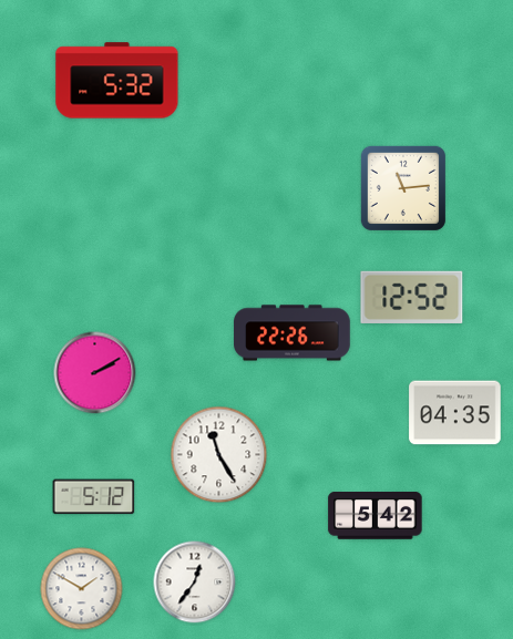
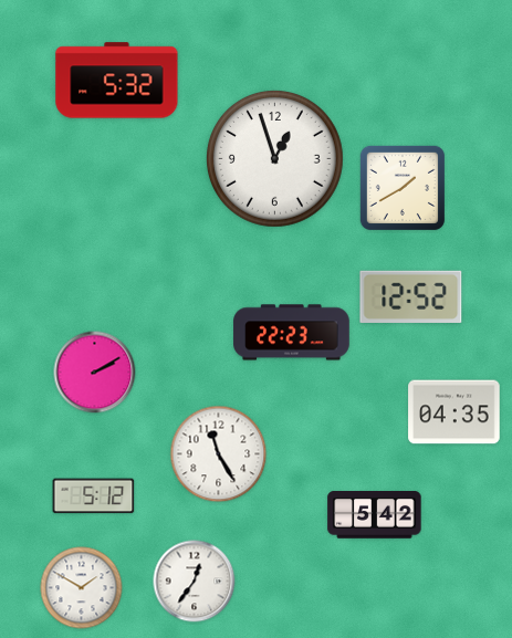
clock at (274, 158): none -> 12:57
clock at (403, 188): 11:14 -> 1:40
clock at (293, 333): 22:26 -> 22:23
